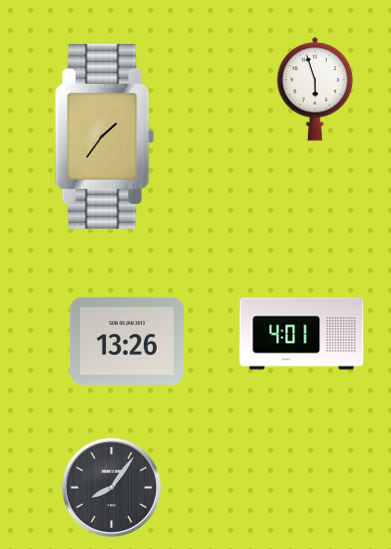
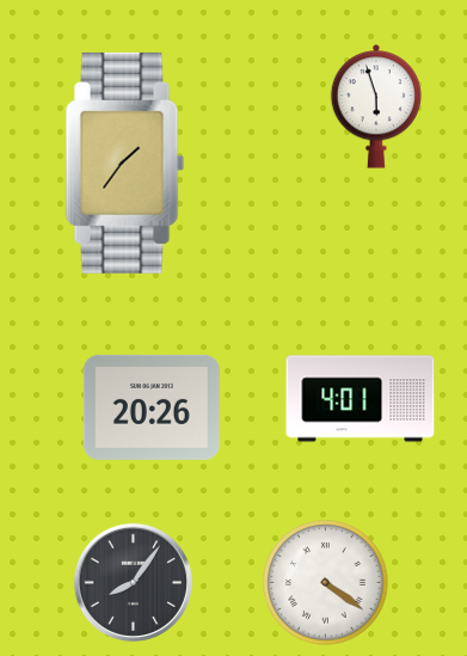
clock at (127, 341): 13:26 -> 20:26
clock at (326, 583): none -> 4:21
